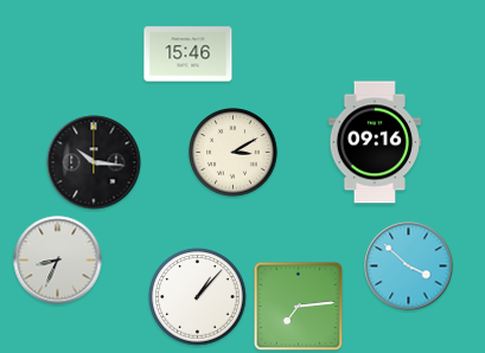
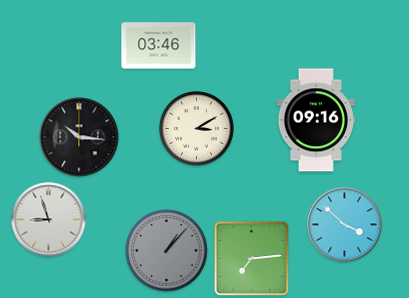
clock at (189, 54): 15:46 -> 03:46
clock at (58, 261): 8:34 -> 8:57
clock at (198, 297) dial: white -> grey
